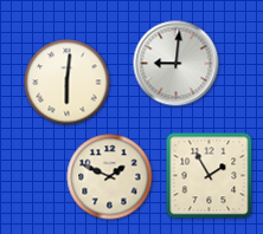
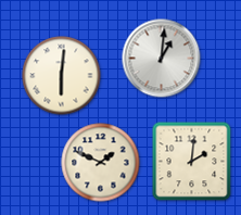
clock at (177, 64): 9:01 -> 1:01
clock at (210, 176): 1:55 -> 2:01
